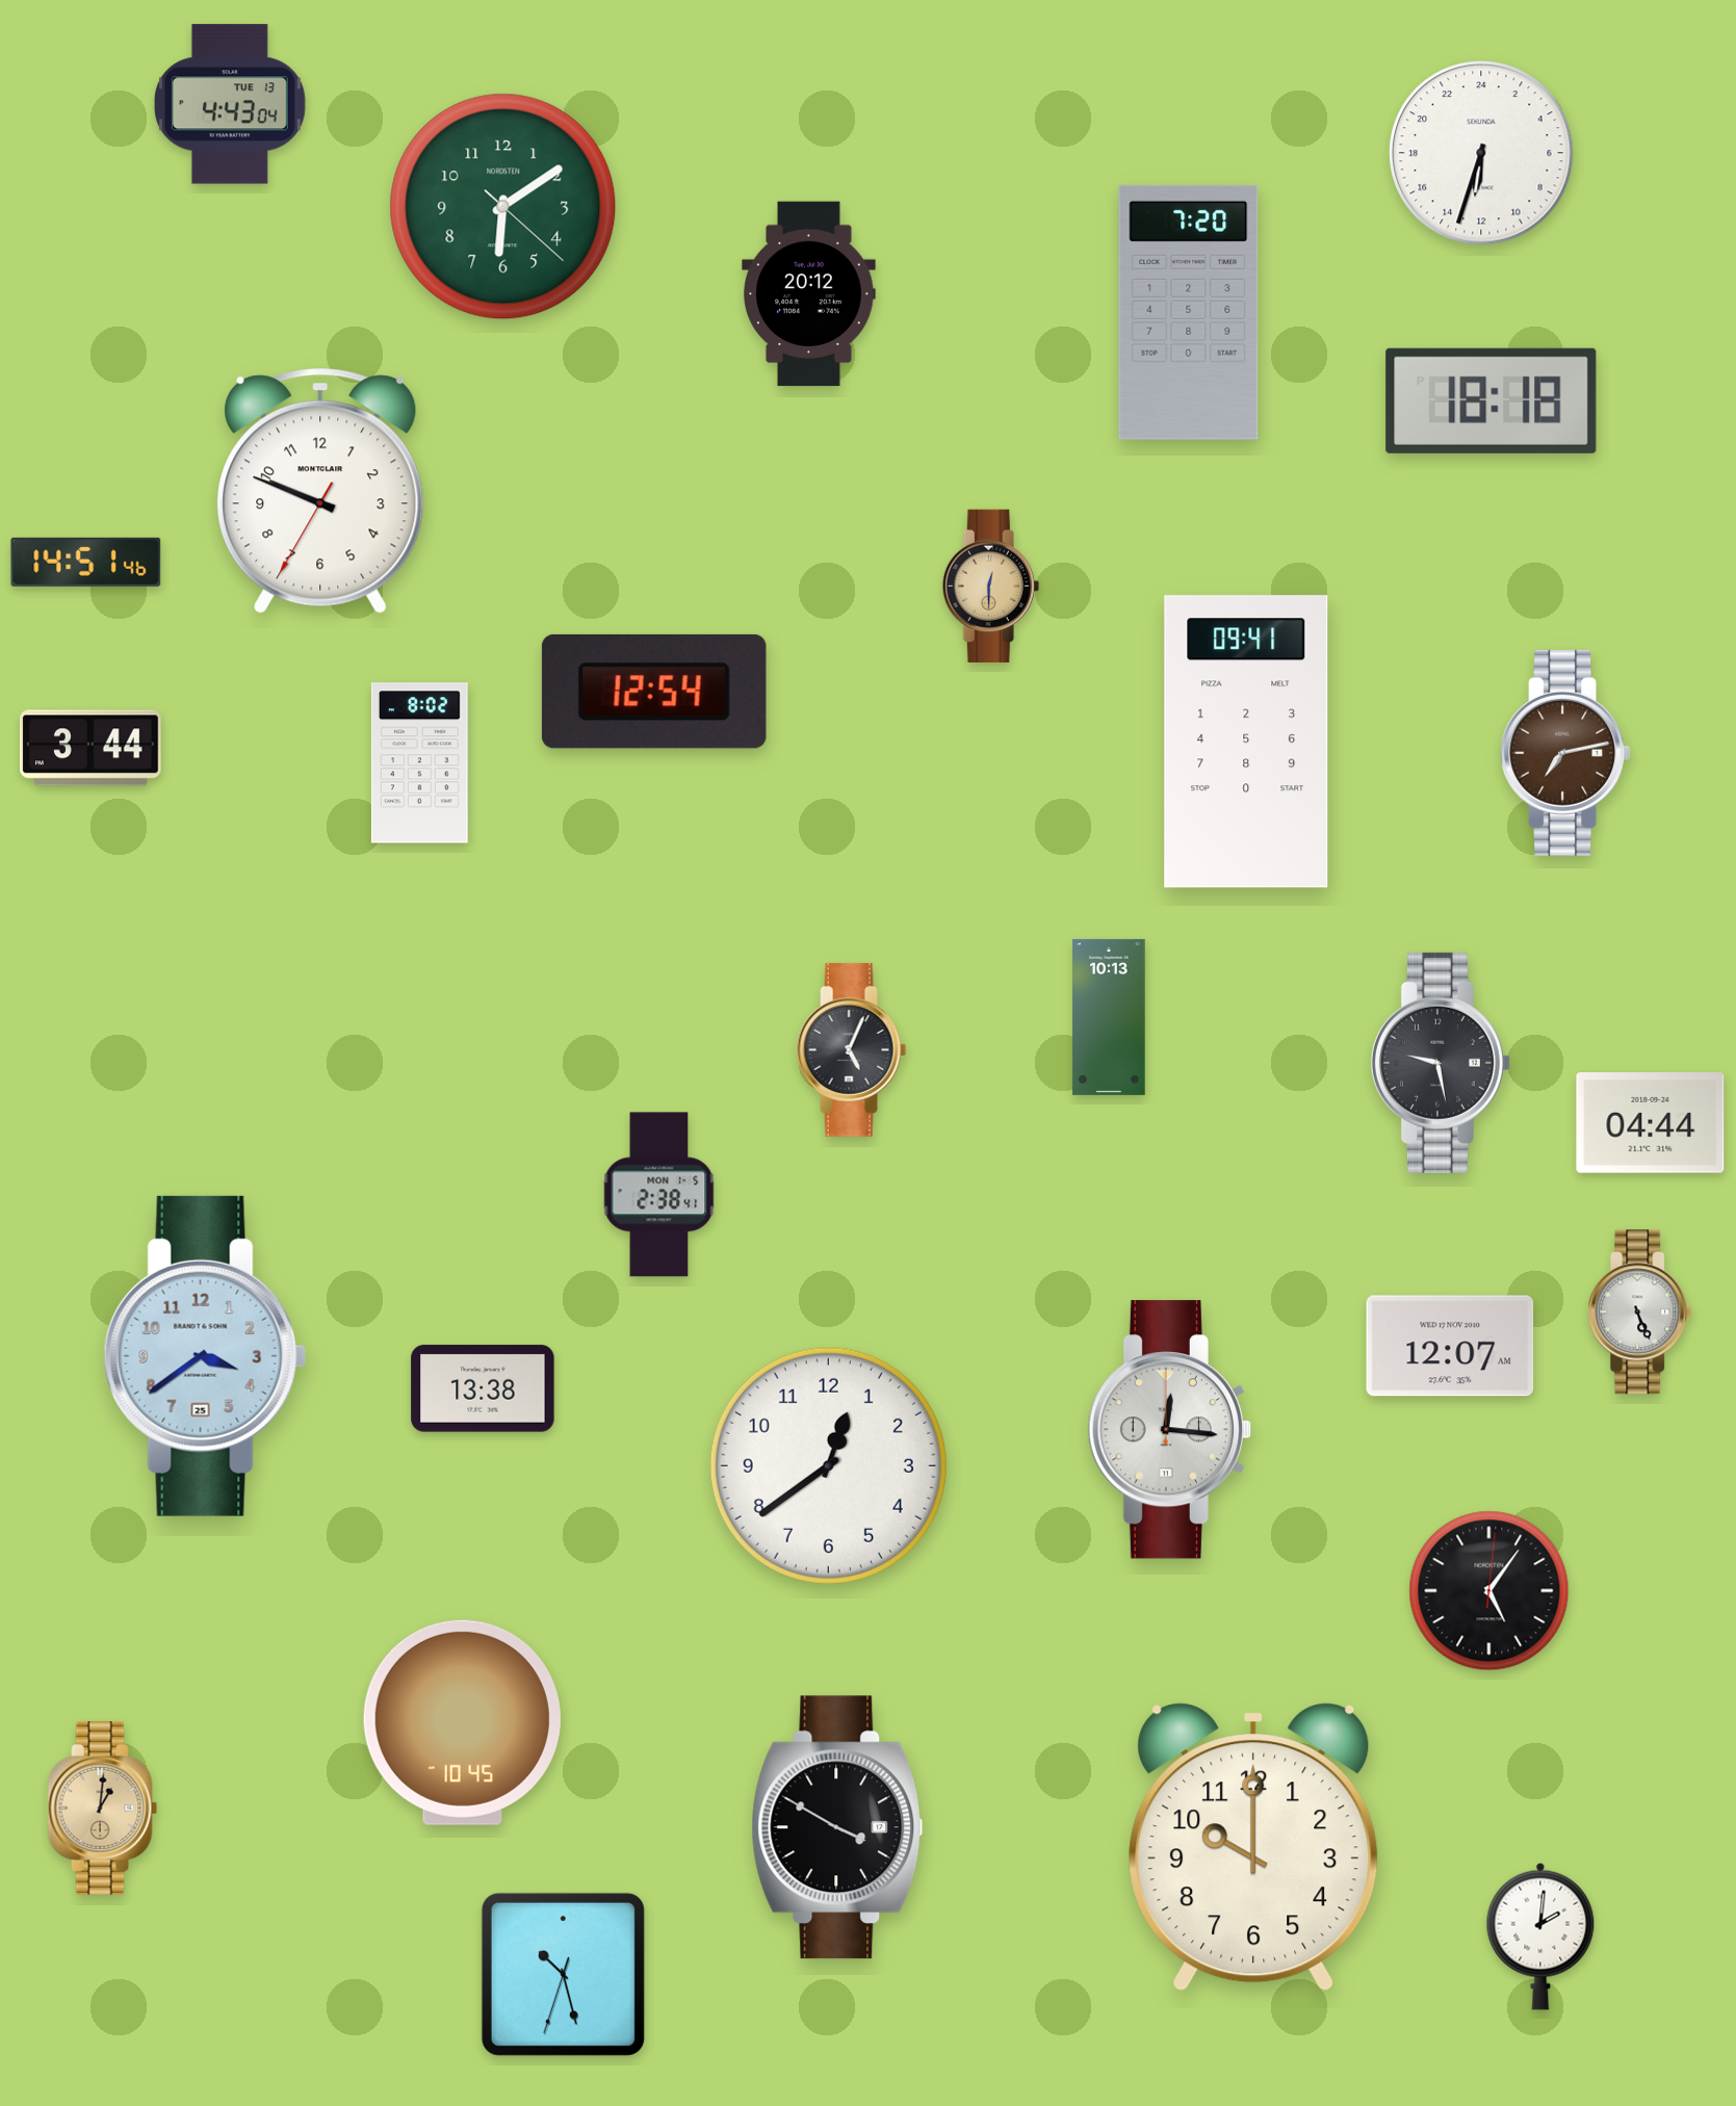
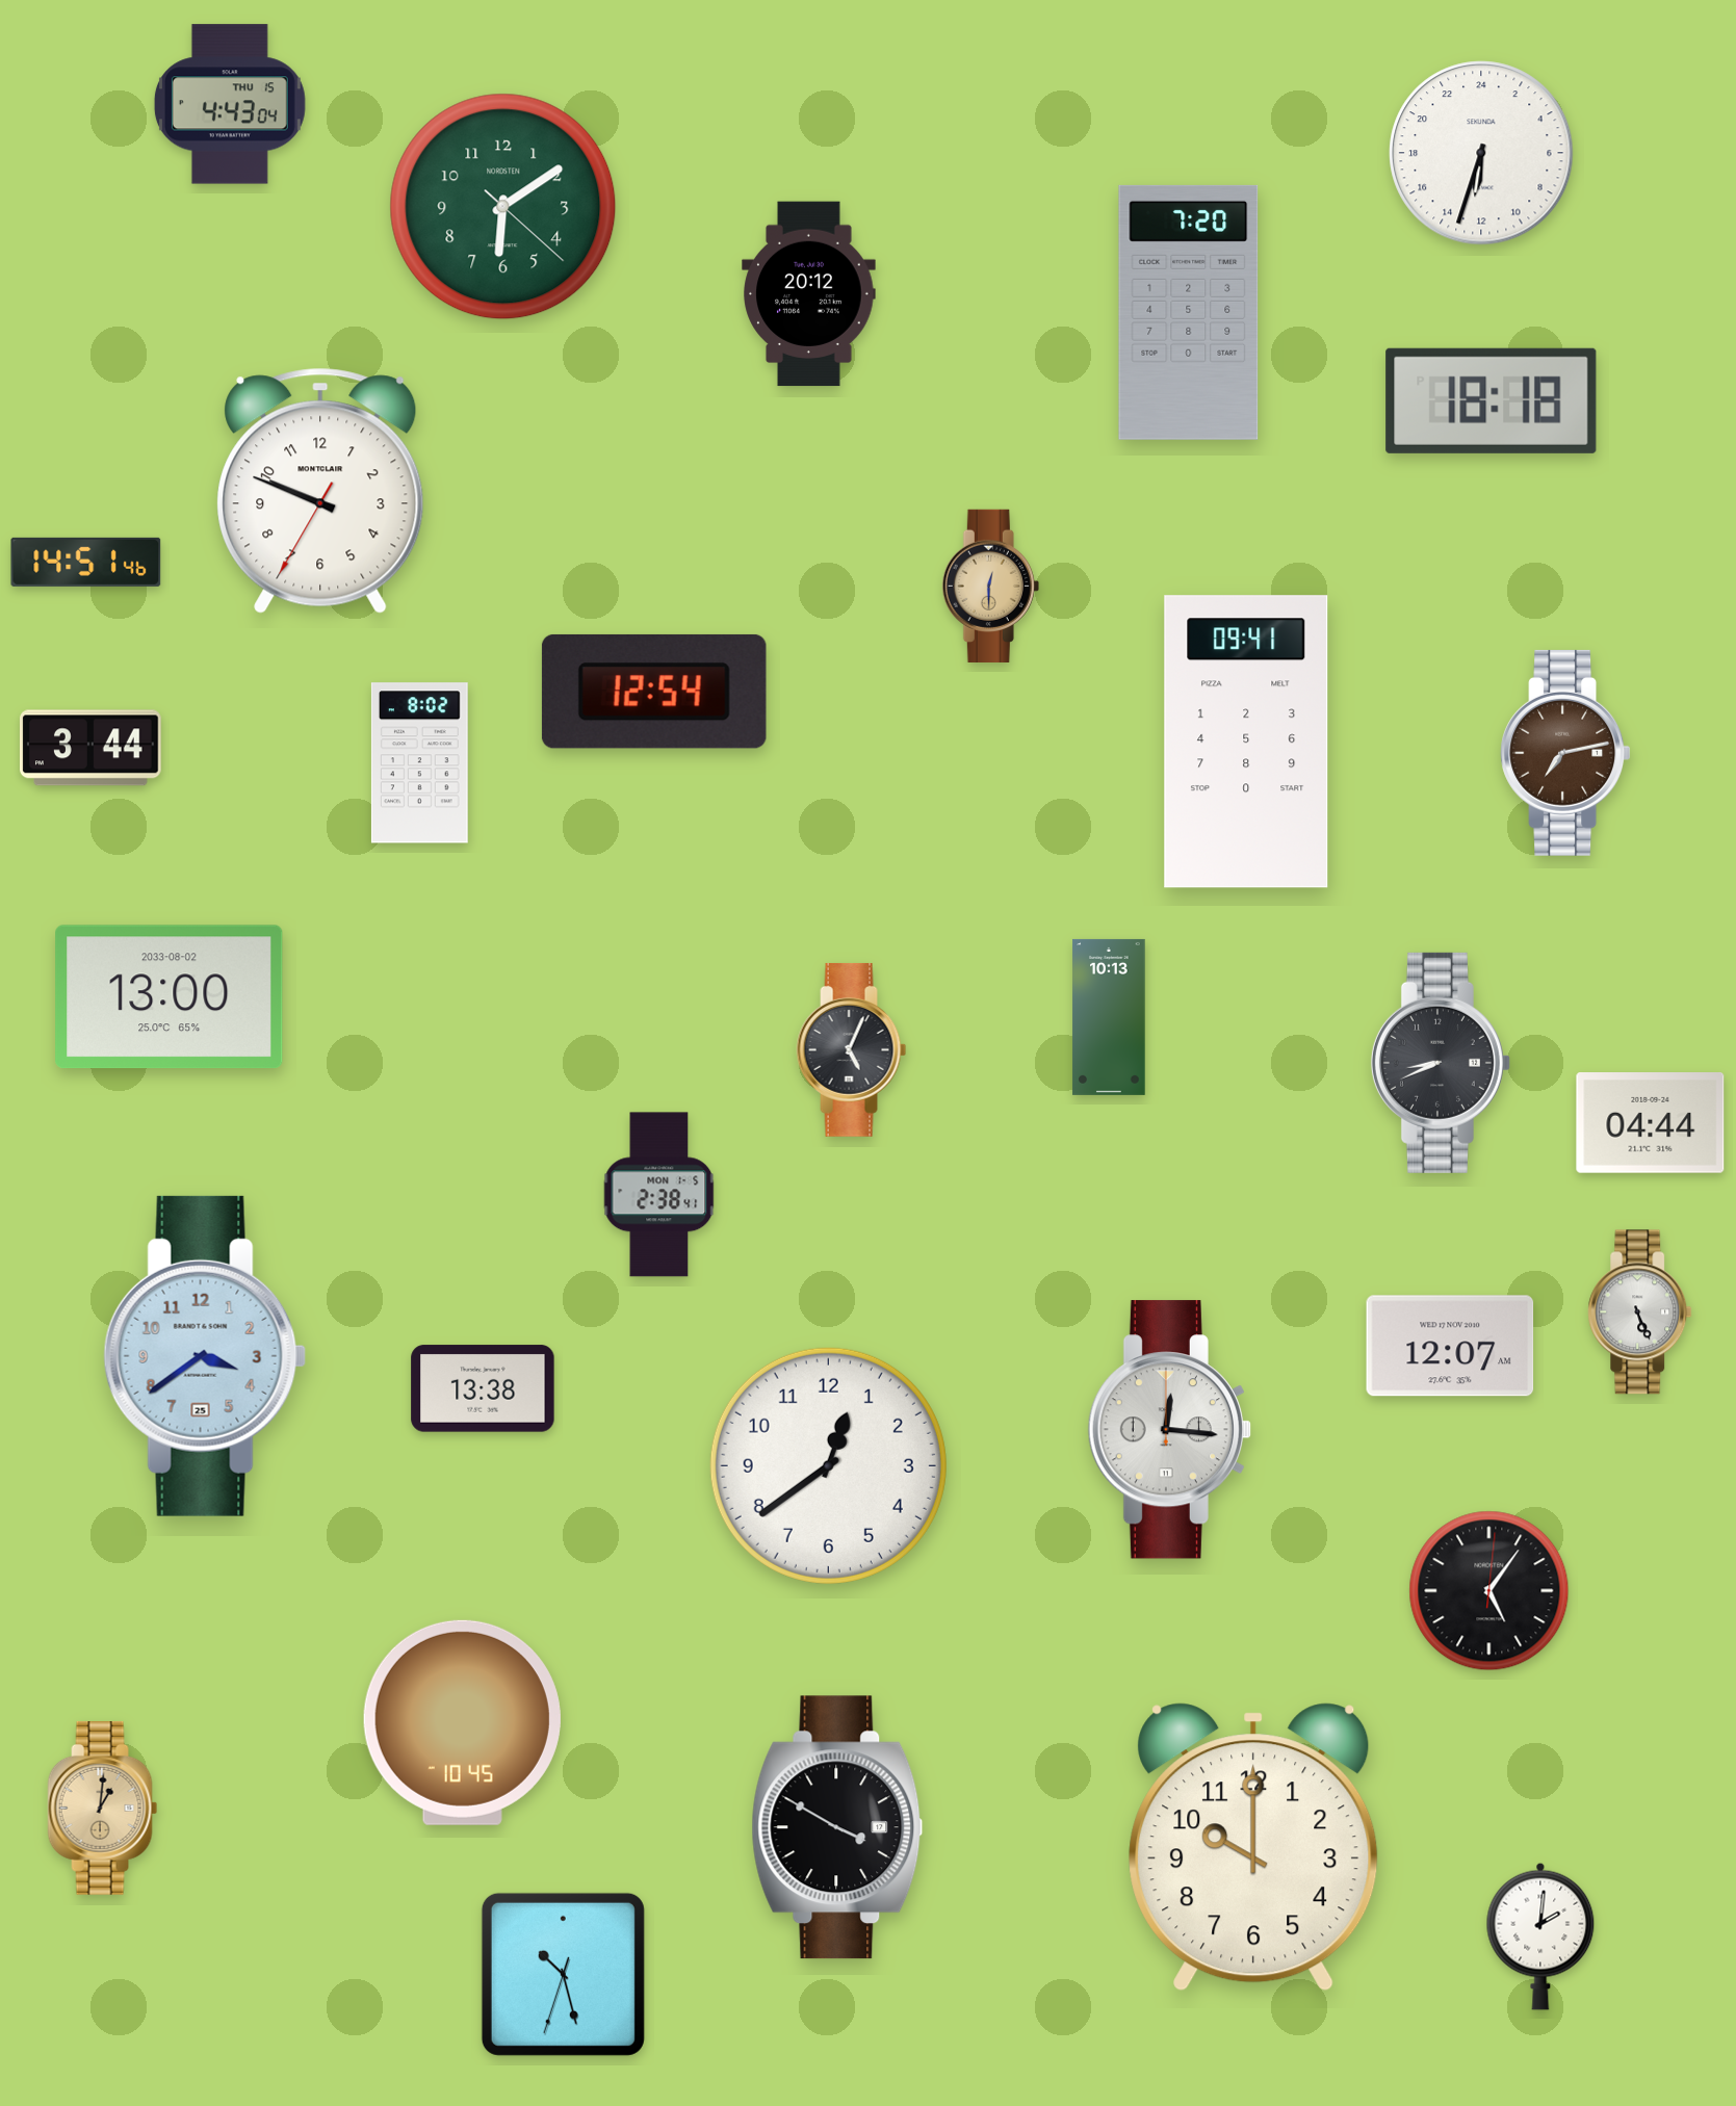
clock at (230, 104) date: TUE 13 -> THU 15
clock at (170, 997): none -> 13:00
clock at (1441, 1063): 9:28 -> 8:41
